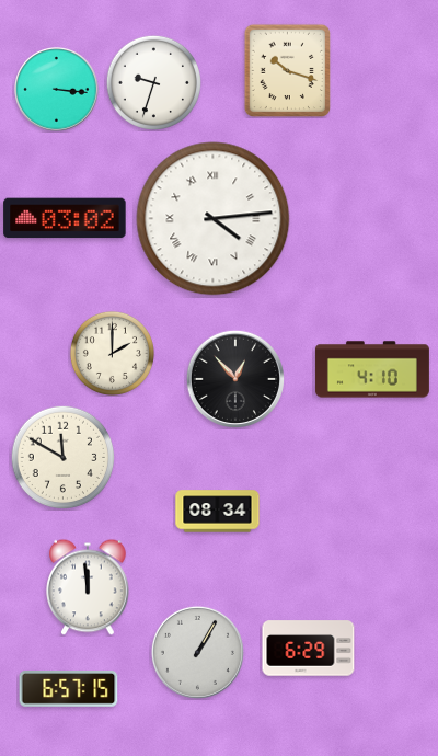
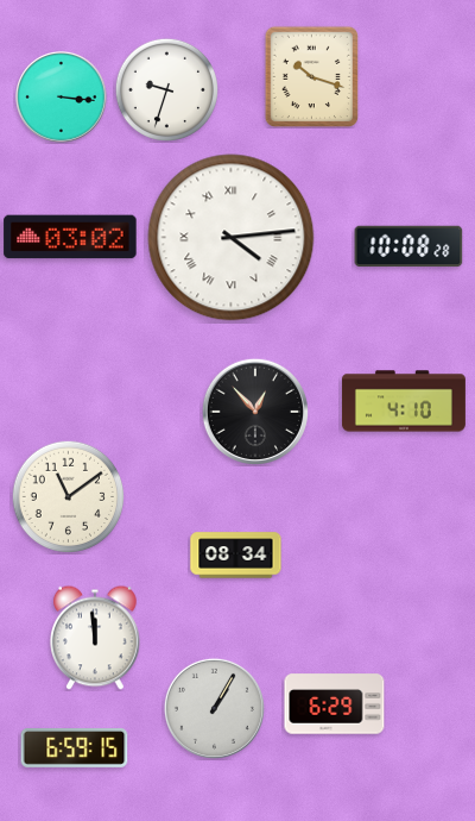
clock at (408, 246): none -> 10:08
clock at (112, 353): 2:00 -> none
clock at (62, 457): 11:50 -> 11:09
clock at (69, 689): 6:57 -> 6:59
